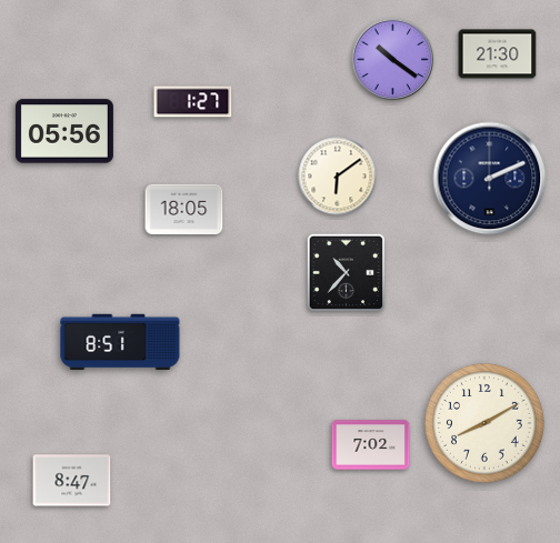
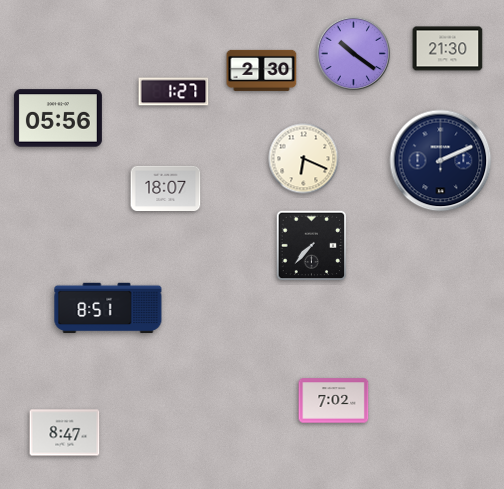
clock at (262, 70): none -> 2:30
clock at (338, 177): 6:09 -> 6:19
clock at (184, 209): 18:05 -> 18:07
clock at (347, 273): 10:37 -> 7:37
clock at (486, 424): 8:10 -> none
